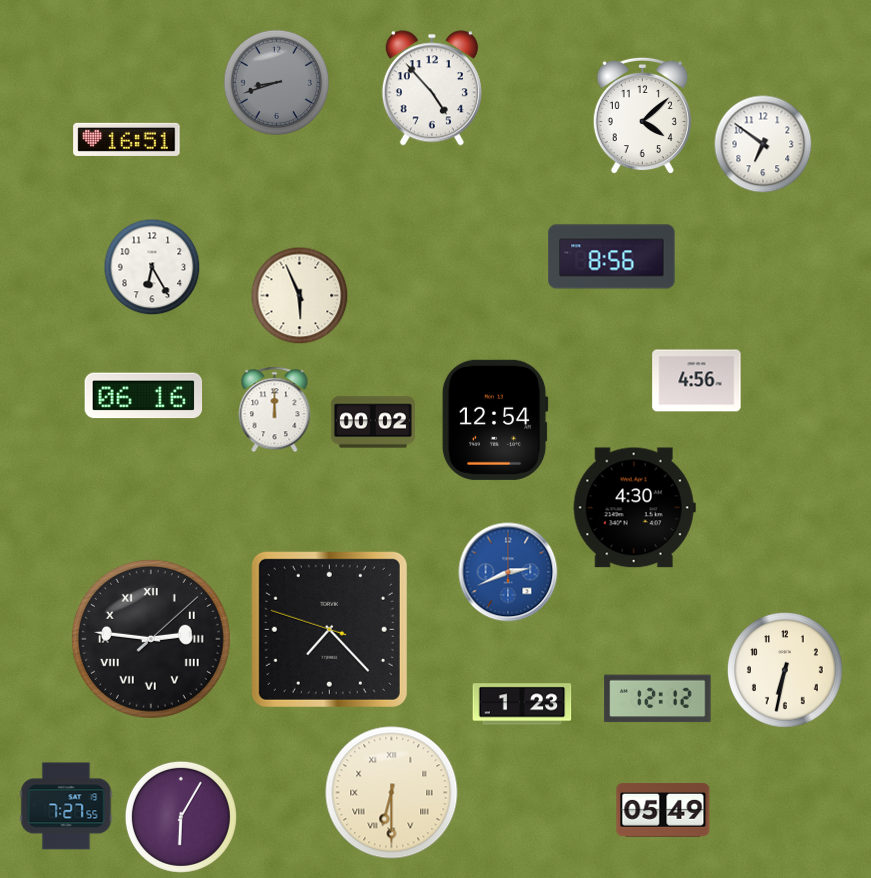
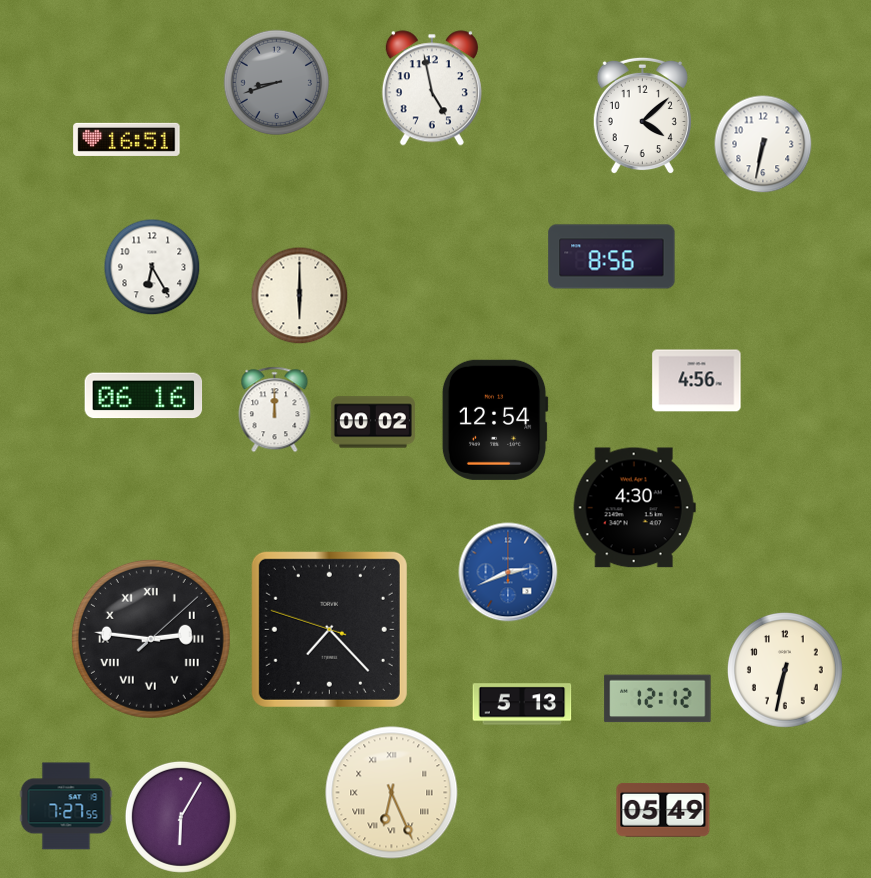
clock at (432, 88): 4:53 -> 4:58
clock at (763, 144): 6:51 -> 6:32
clock at (300, 296): 5:56 -> 6:00
clock at (522, 704): 1:23 -> 5:13
clock at (392, 793): 6:30 -> 6:26
